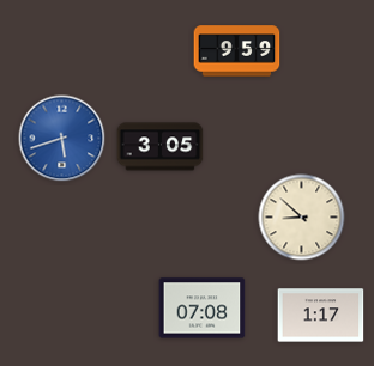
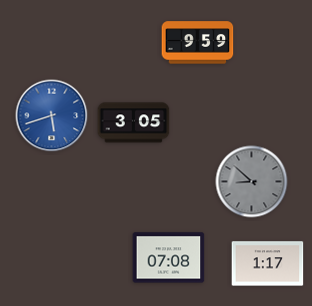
clock at (302, 218) dial: cream -> grey
